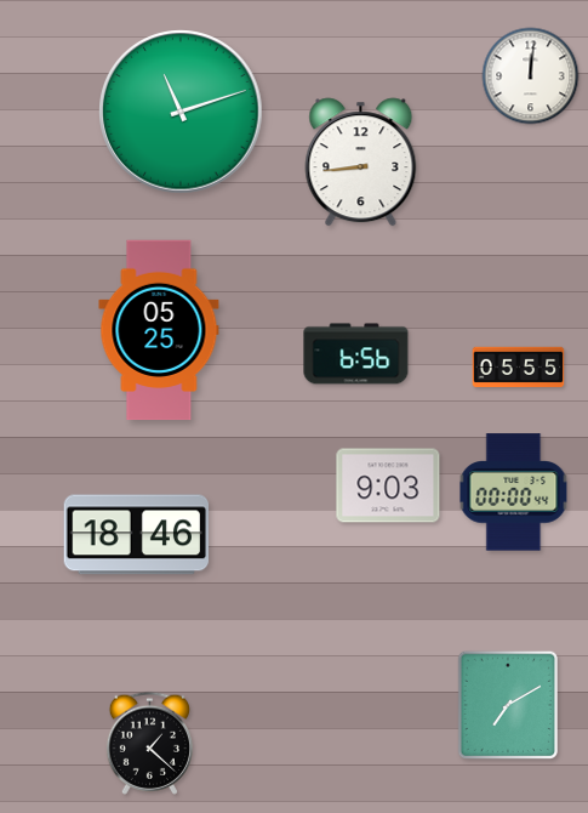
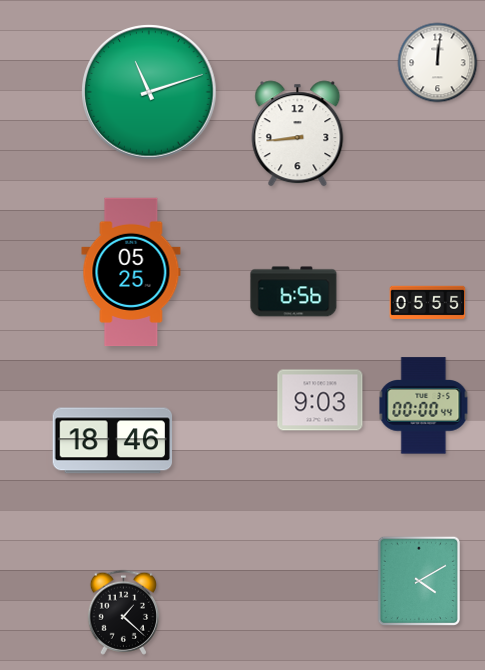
clock at (507, 705): 7:10 -> 4:10
